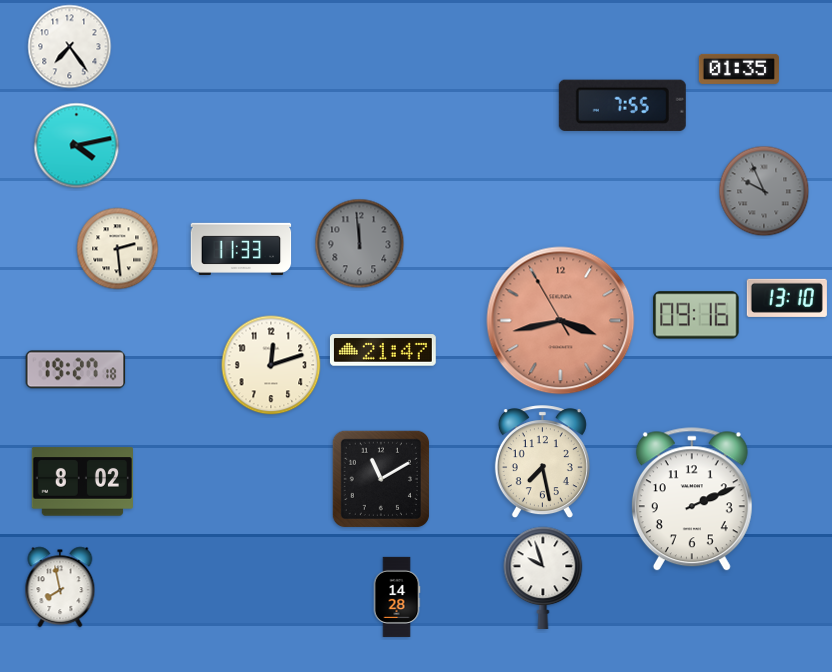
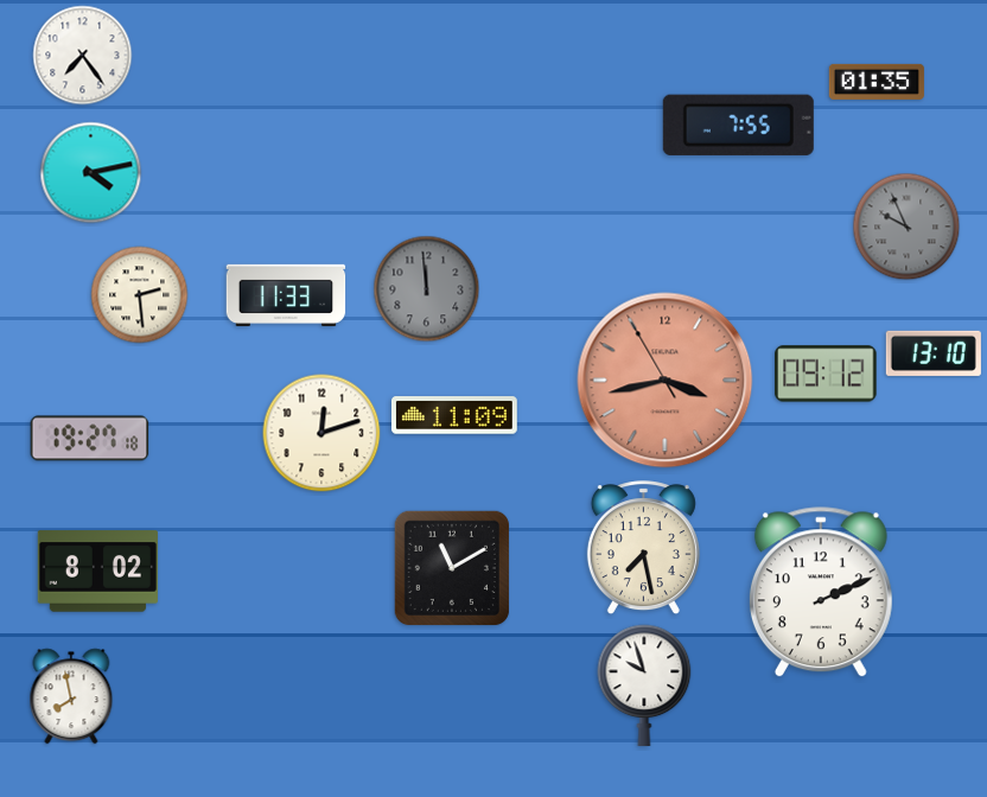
clock at (696, 315): 09:16 -> 09:12
clock at (383, 350): 21:47 -> 11:09
clock at (397, 597): 14:28 -> none
